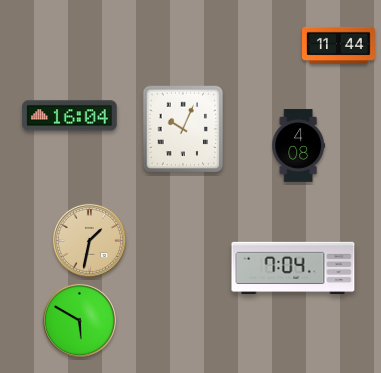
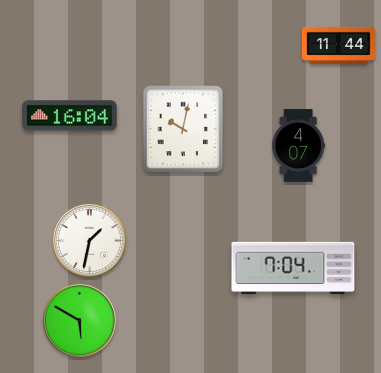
clock at (183, 129): 10:04 -> 10:02
clock at (299, 146): 4:08 -> 4:07
clock at (89, 240) dial: champagne -> white
